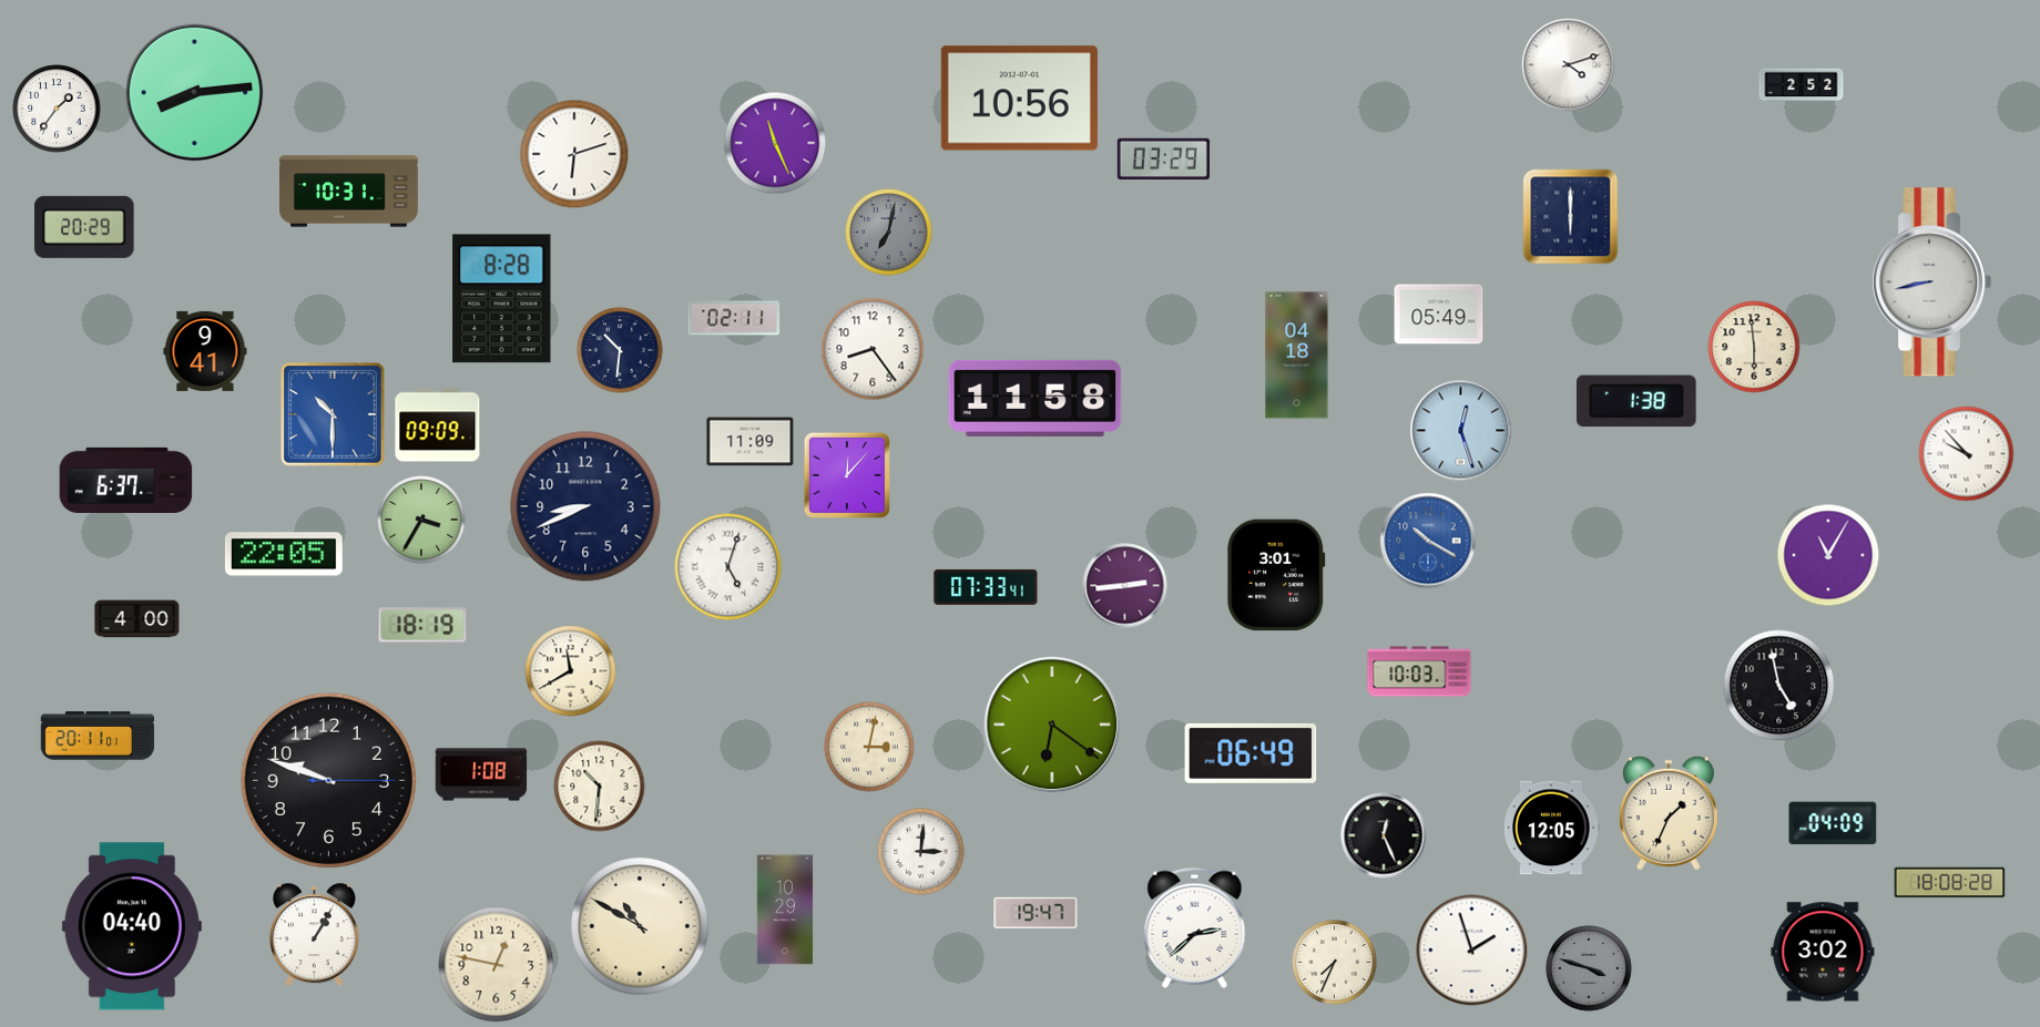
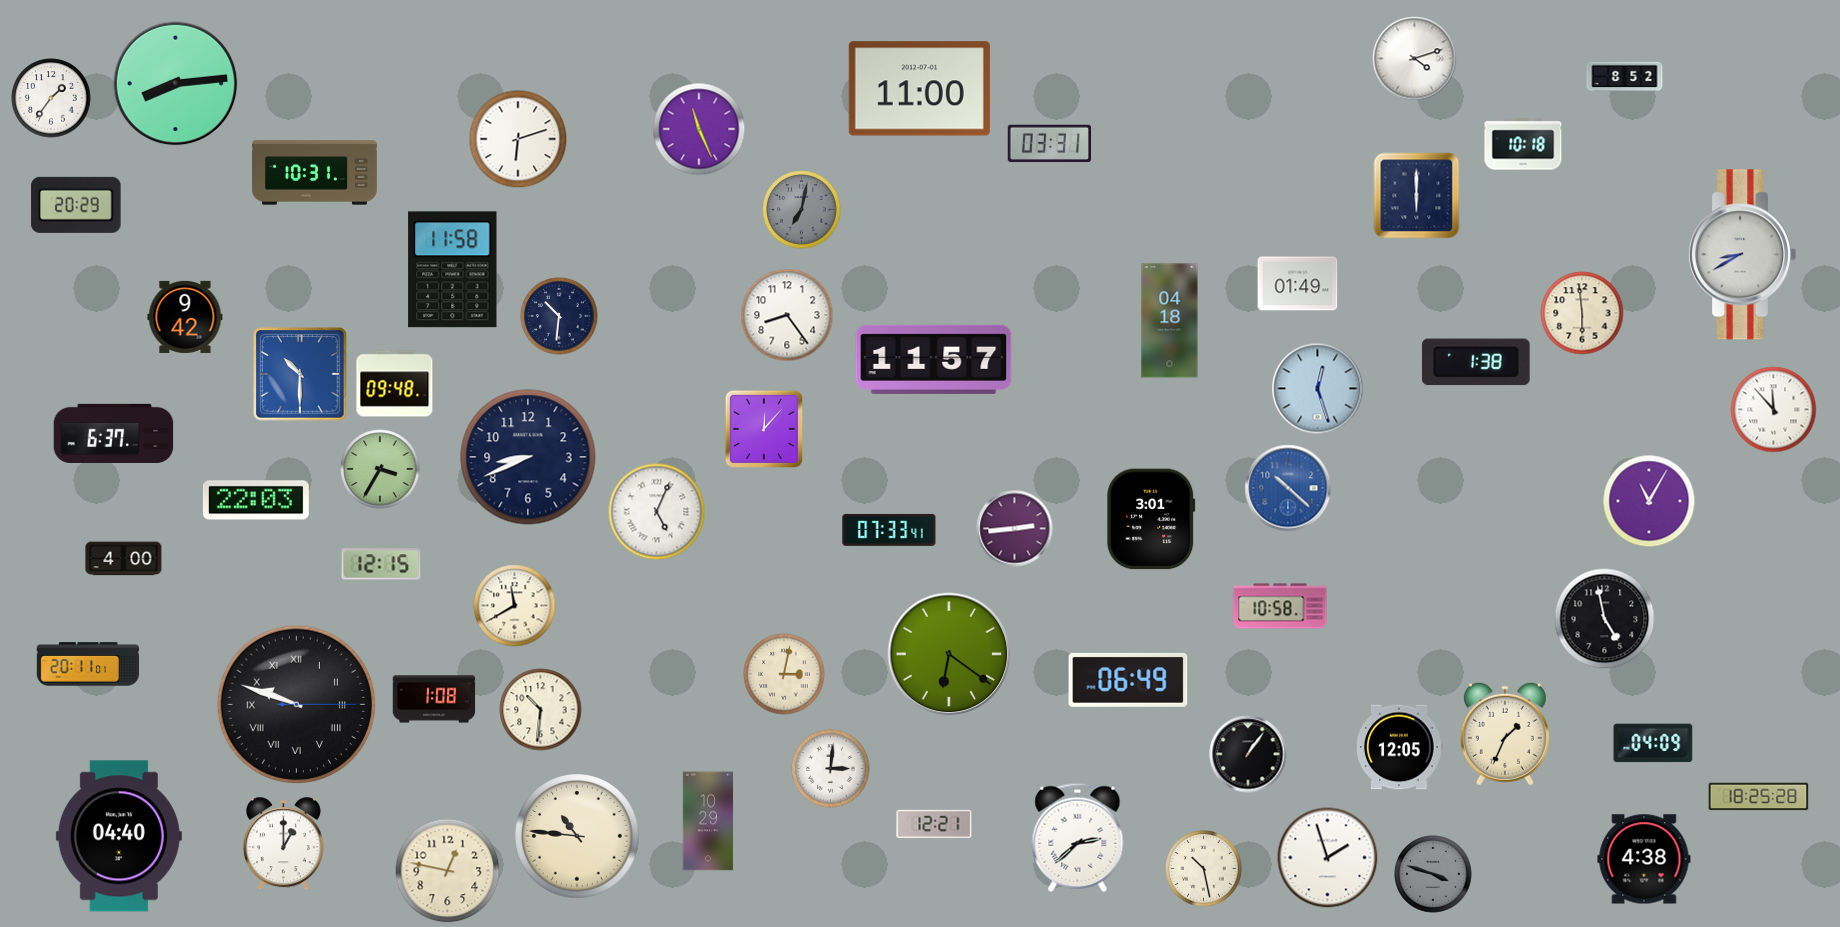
clock at (1802, 85): 2:52 -> 8:52
clock at (1019, 99): 10:56 -> 11:00
clock at (1163, 160): 03:29 -> 03:31
clock at (1523, 144): none -> 10:18
clock at (1931, 283): 8:43 -> 8:40
clock at (502, 299): 8:28 -> 11:58
clock at (1439, 315): 05:49 -> 01:49
clock at (734, 318): 02:11 -> none
clock at (205, 351): 9:41 -> 9:42
clock at (1036, 398): 11:58 -> 11:57
clock at (438, 425): 09:09 -> 09:48
clock at (751, 442): 11:09 -> none
clock at (1967, 454): 9:53 -> 11:53
clock at (1428, 541): 10:20 -> 10:22
clock at (284, 554): 22:05 -> 22:03
clock at (728, 567): 5:03 -> 5:04
clock at (422, 625): 18:19 -> 12:15
clock at (1419, 671): 10:03 -> 10:58
clock at (328, 780) numerals: Arabic -> Roman
clock at (1384, 835): 12:26 -> 1:06
clock at (1950, 883): 18:08 -> 18:25
clock at (1036, 913): 19:47 -> 12:21
clock at (640, 926): 10:50 -> 10:46
clock at (314, 935): 1:05 -> 1:00
clock at (1823, 952): 3:02 -> 4:38
clock at (1335, 963): 7:34 -> 10:28
